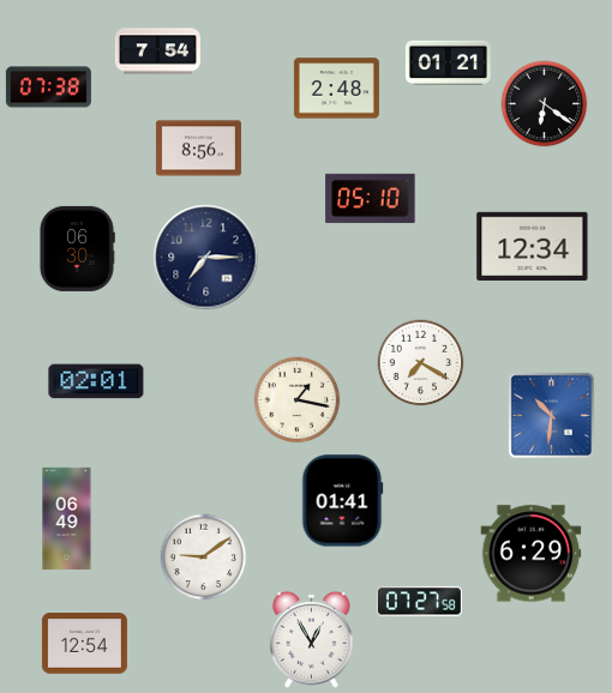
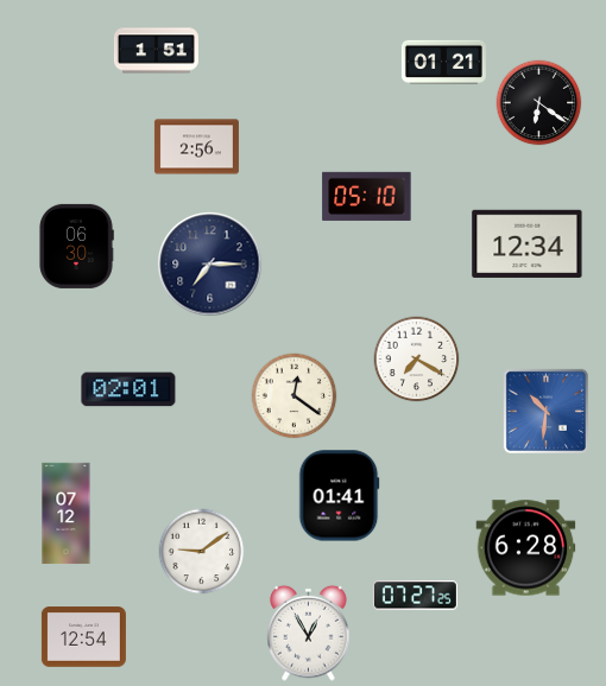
clock at (157, 52): 7:54 -> 1:51
clock at (48, 88): 07:38 -> none
clock at (336, 89): 2:48 -> none
clock at (198, 149): 8:56 -> 2:56
clock at (206, 258) position: (206, 258) -> (210, 265)
clock at (96, 381) position: (96, 381) -> (128, 389)
clock at (298, 400): 1:17 -> 12:21
clock at (67, 519): 06:49 -> 07:12
clock at (532, 554): 6:29 -> 6:28
clock at (419, 602): 07:27:58 -> 07:27:25
